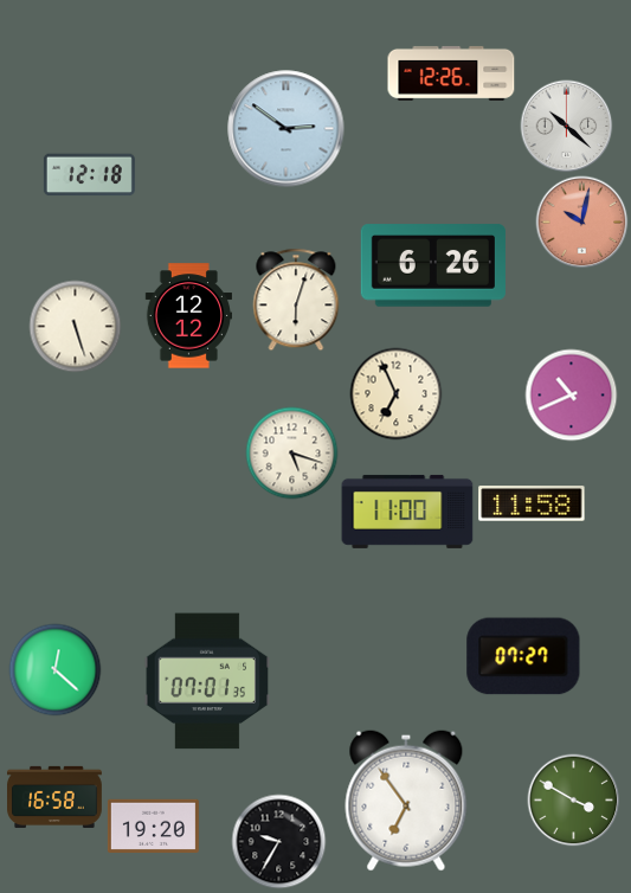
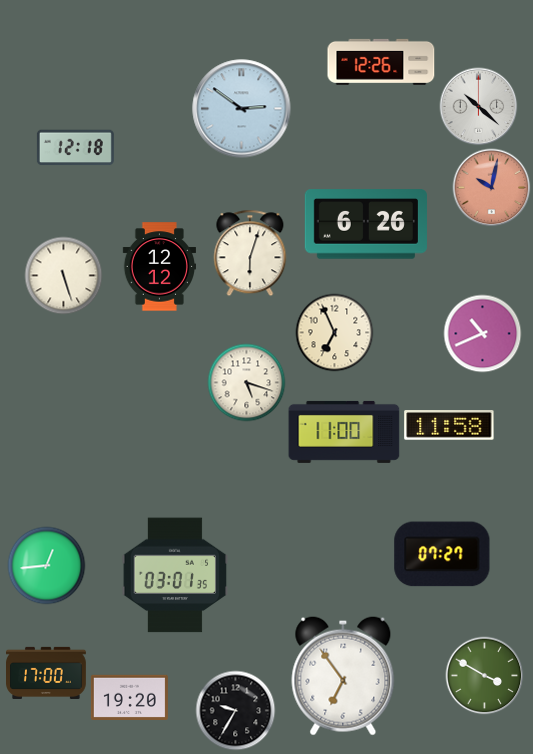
clock at (54, 669): 12:22 -> 12:44
clock at (207, 681): 07:01 -> 03:01
clock at (56, 797): 16:58 -> 17:00
